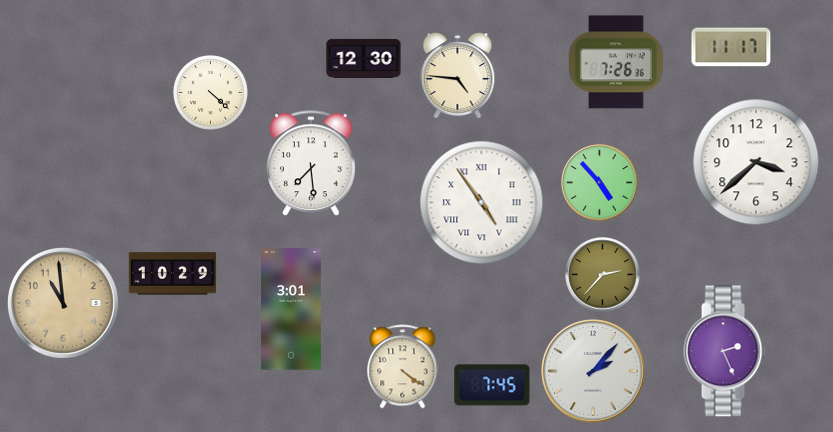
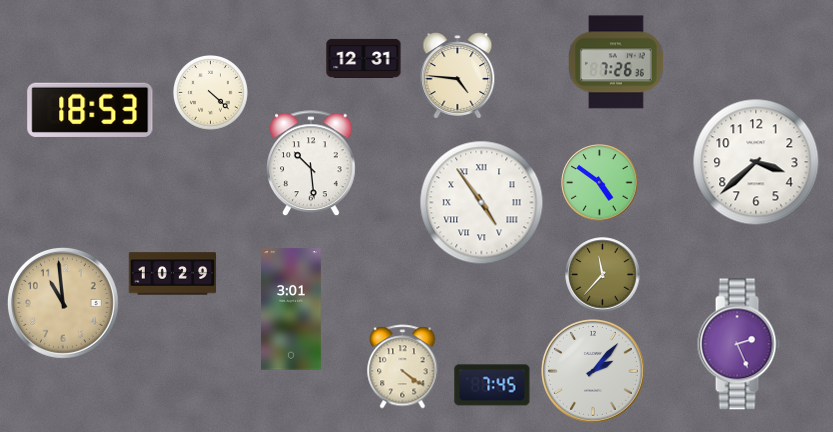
clock at (731, 47): 11:17 -> none
clock at (364, 58): 12:30 -> 12:31
clock at (90, 110): none -> 18:53
clock at (312, 164): 7:29 -> 10:29
clock at (600, 183): 4:53 -> 4:51
clock at (603, 275): 2:37 -> 11:37
clock at (725, 351) position: (725, 351) -> (739, 344)
